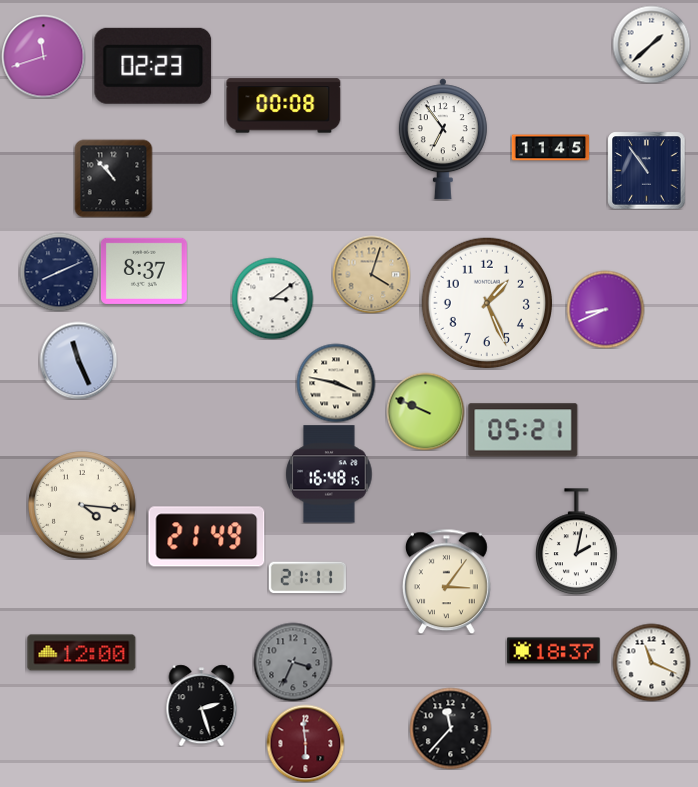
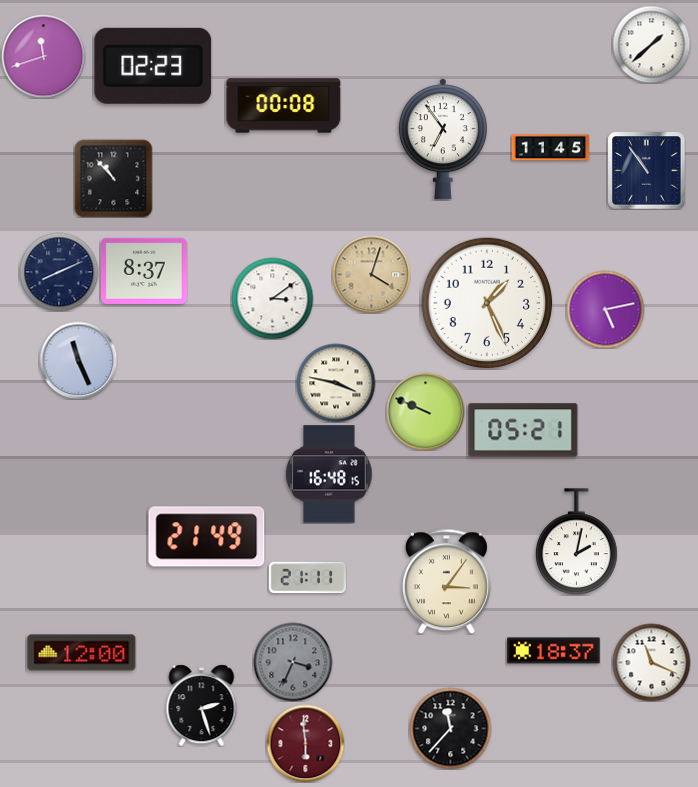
clock at (605, 309): 8:41 -> 5:13
clock at (83, 506): 4:16 -> none
